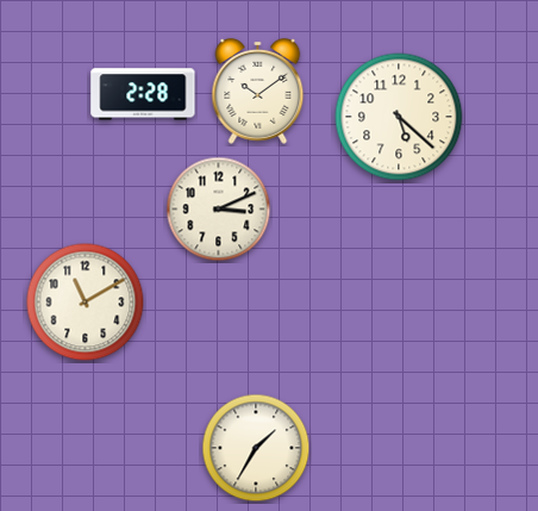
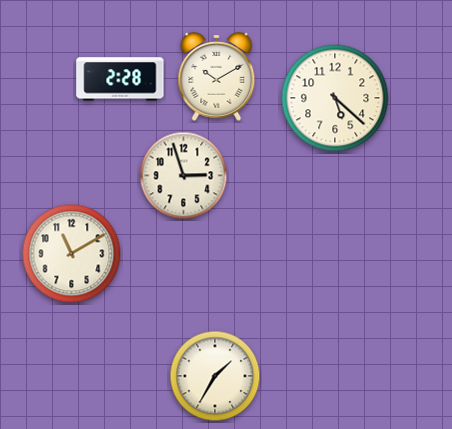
clock at (258, 92): 10:09 -> 10:10
clock at (219, 210): 3:11 -> 2:57
